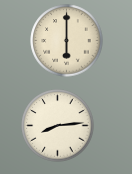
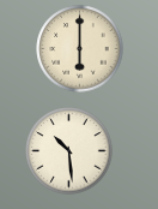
clock at (58, 126): 8:14 -> 10:29
